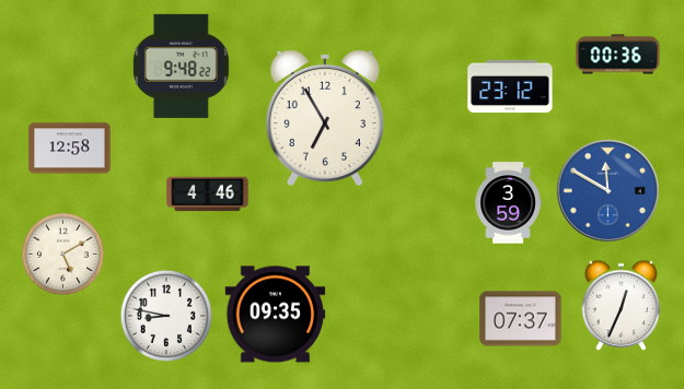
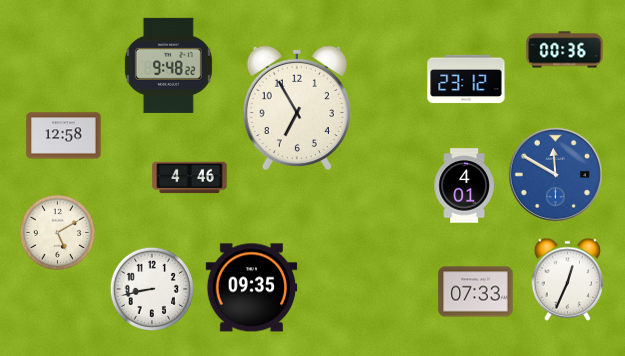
clock at (181, 66) position: (181, 66) -> (168, 65)
clock at (508, 203): 3:59 -> 4:01
clock at (166, 316): 8:47 -> 8:43
clock at (521, 319): 07:37 -> 07:33
